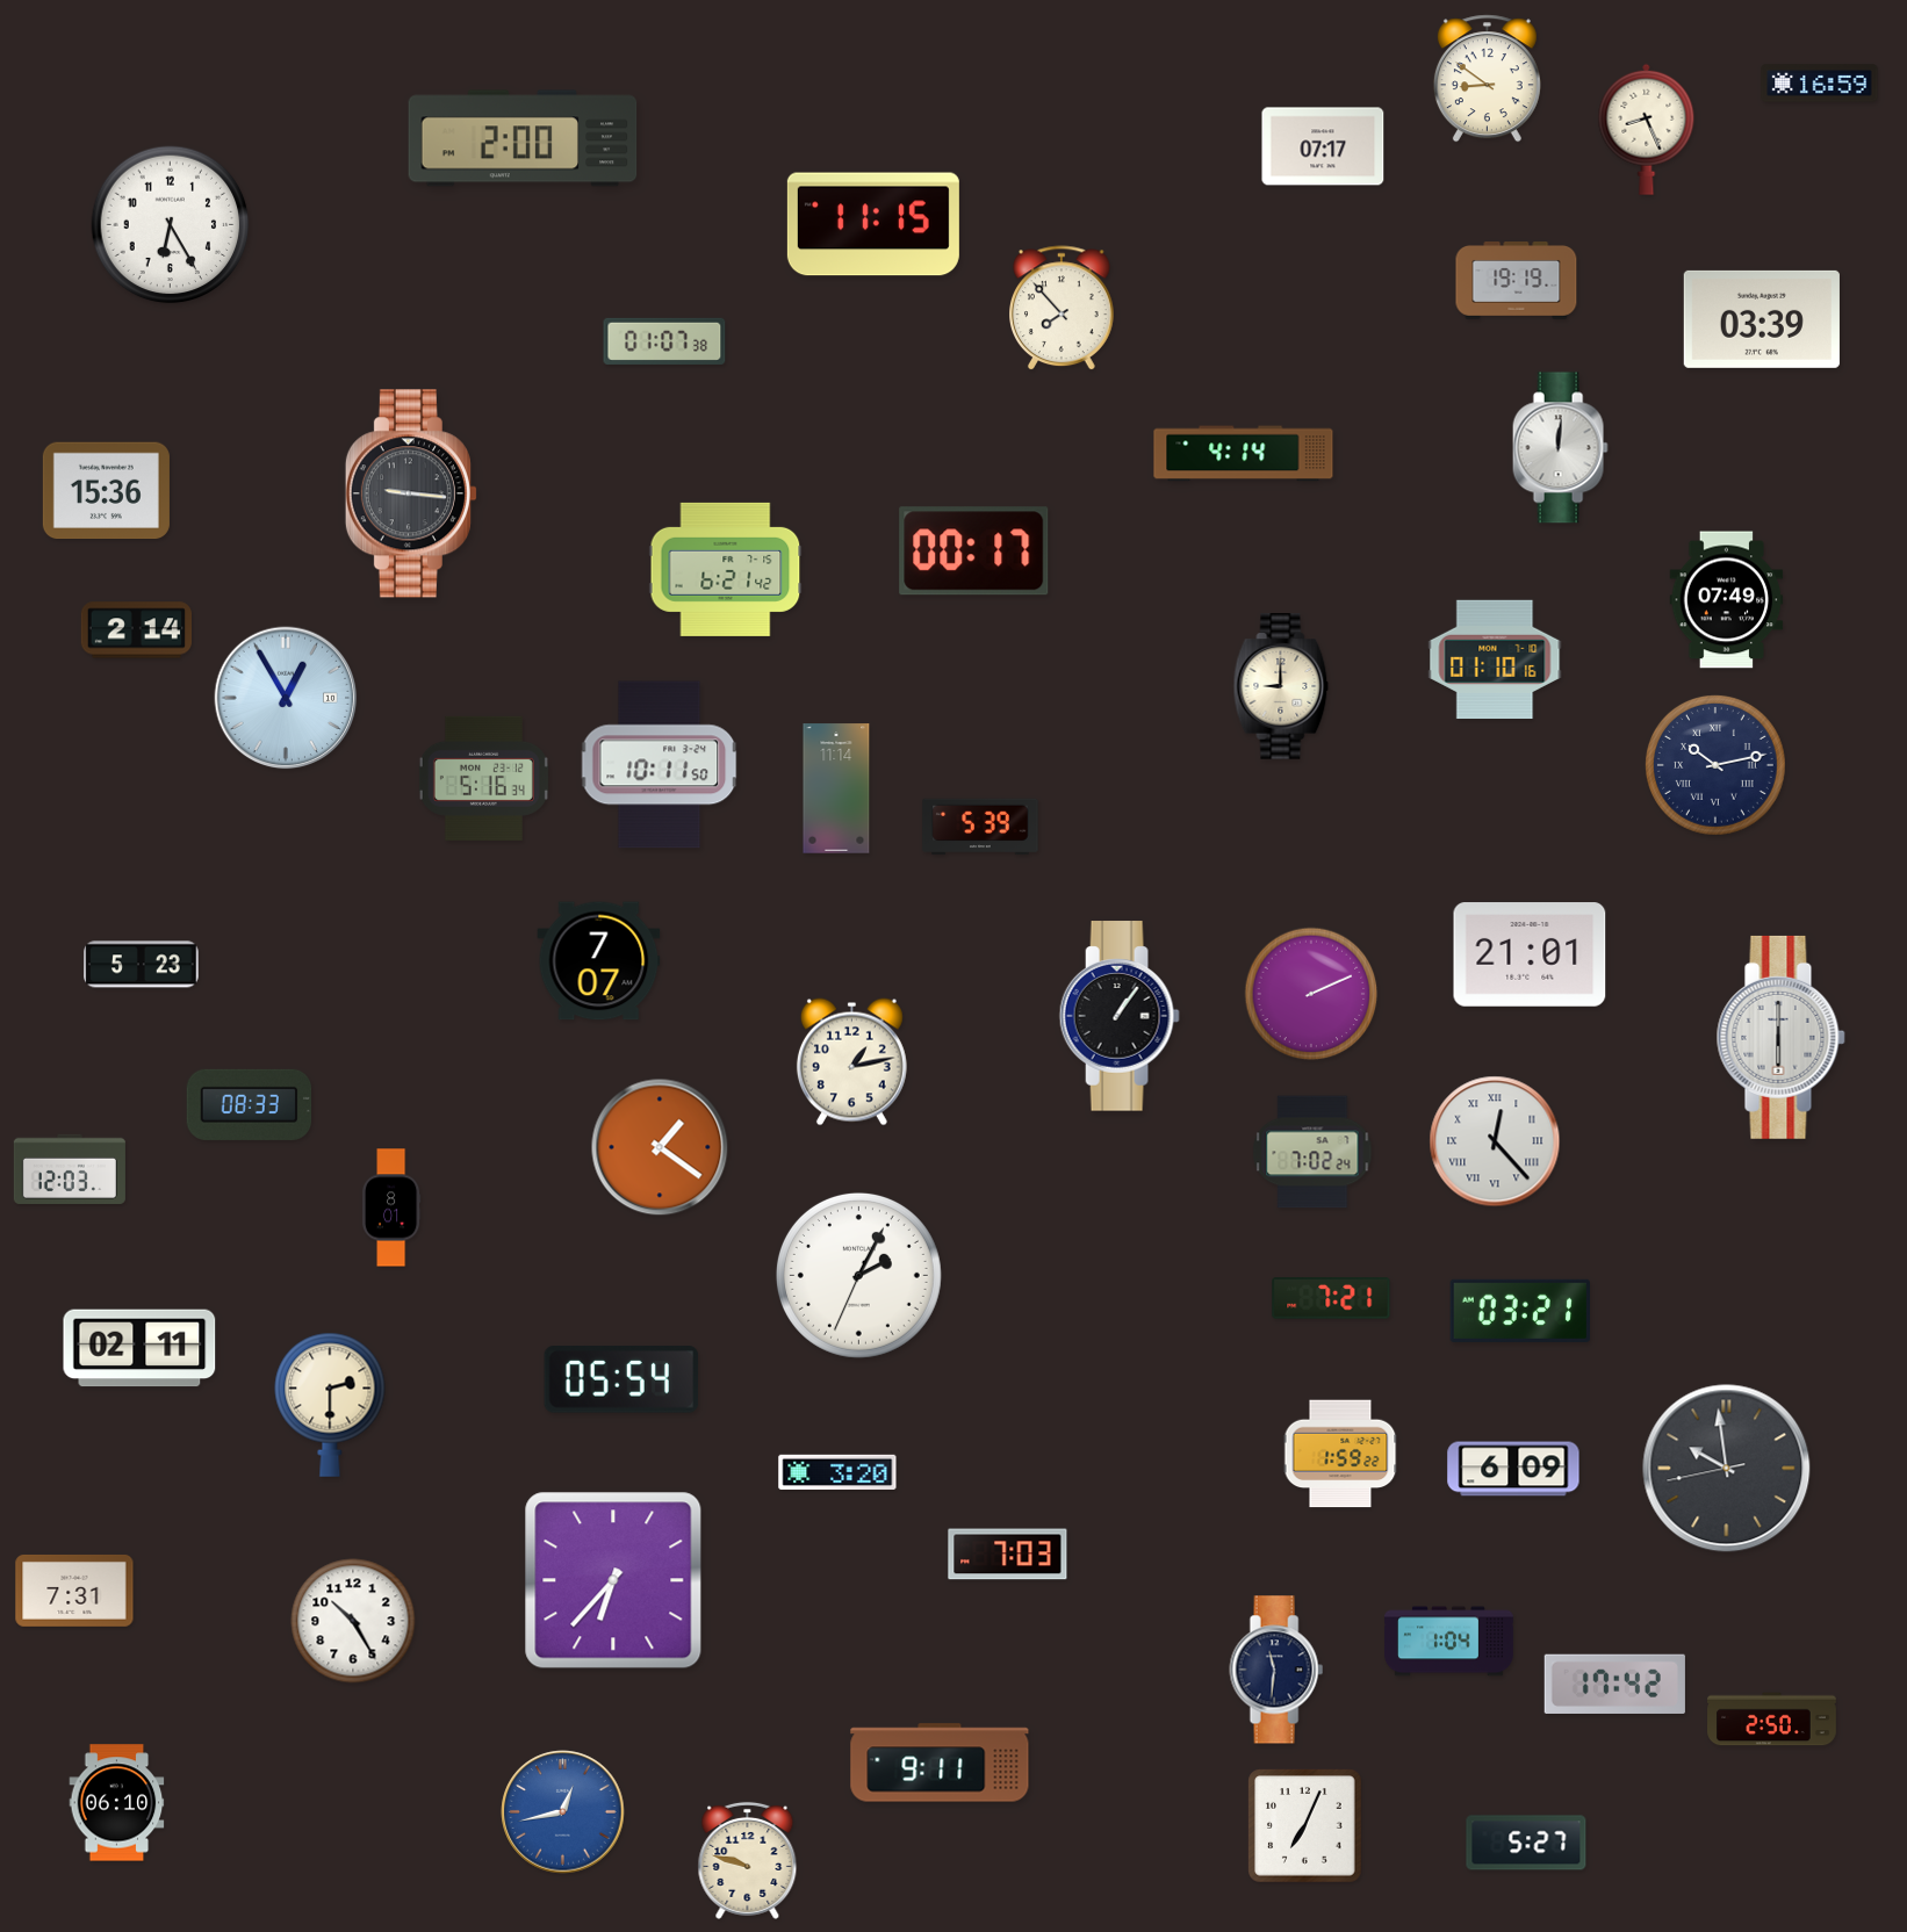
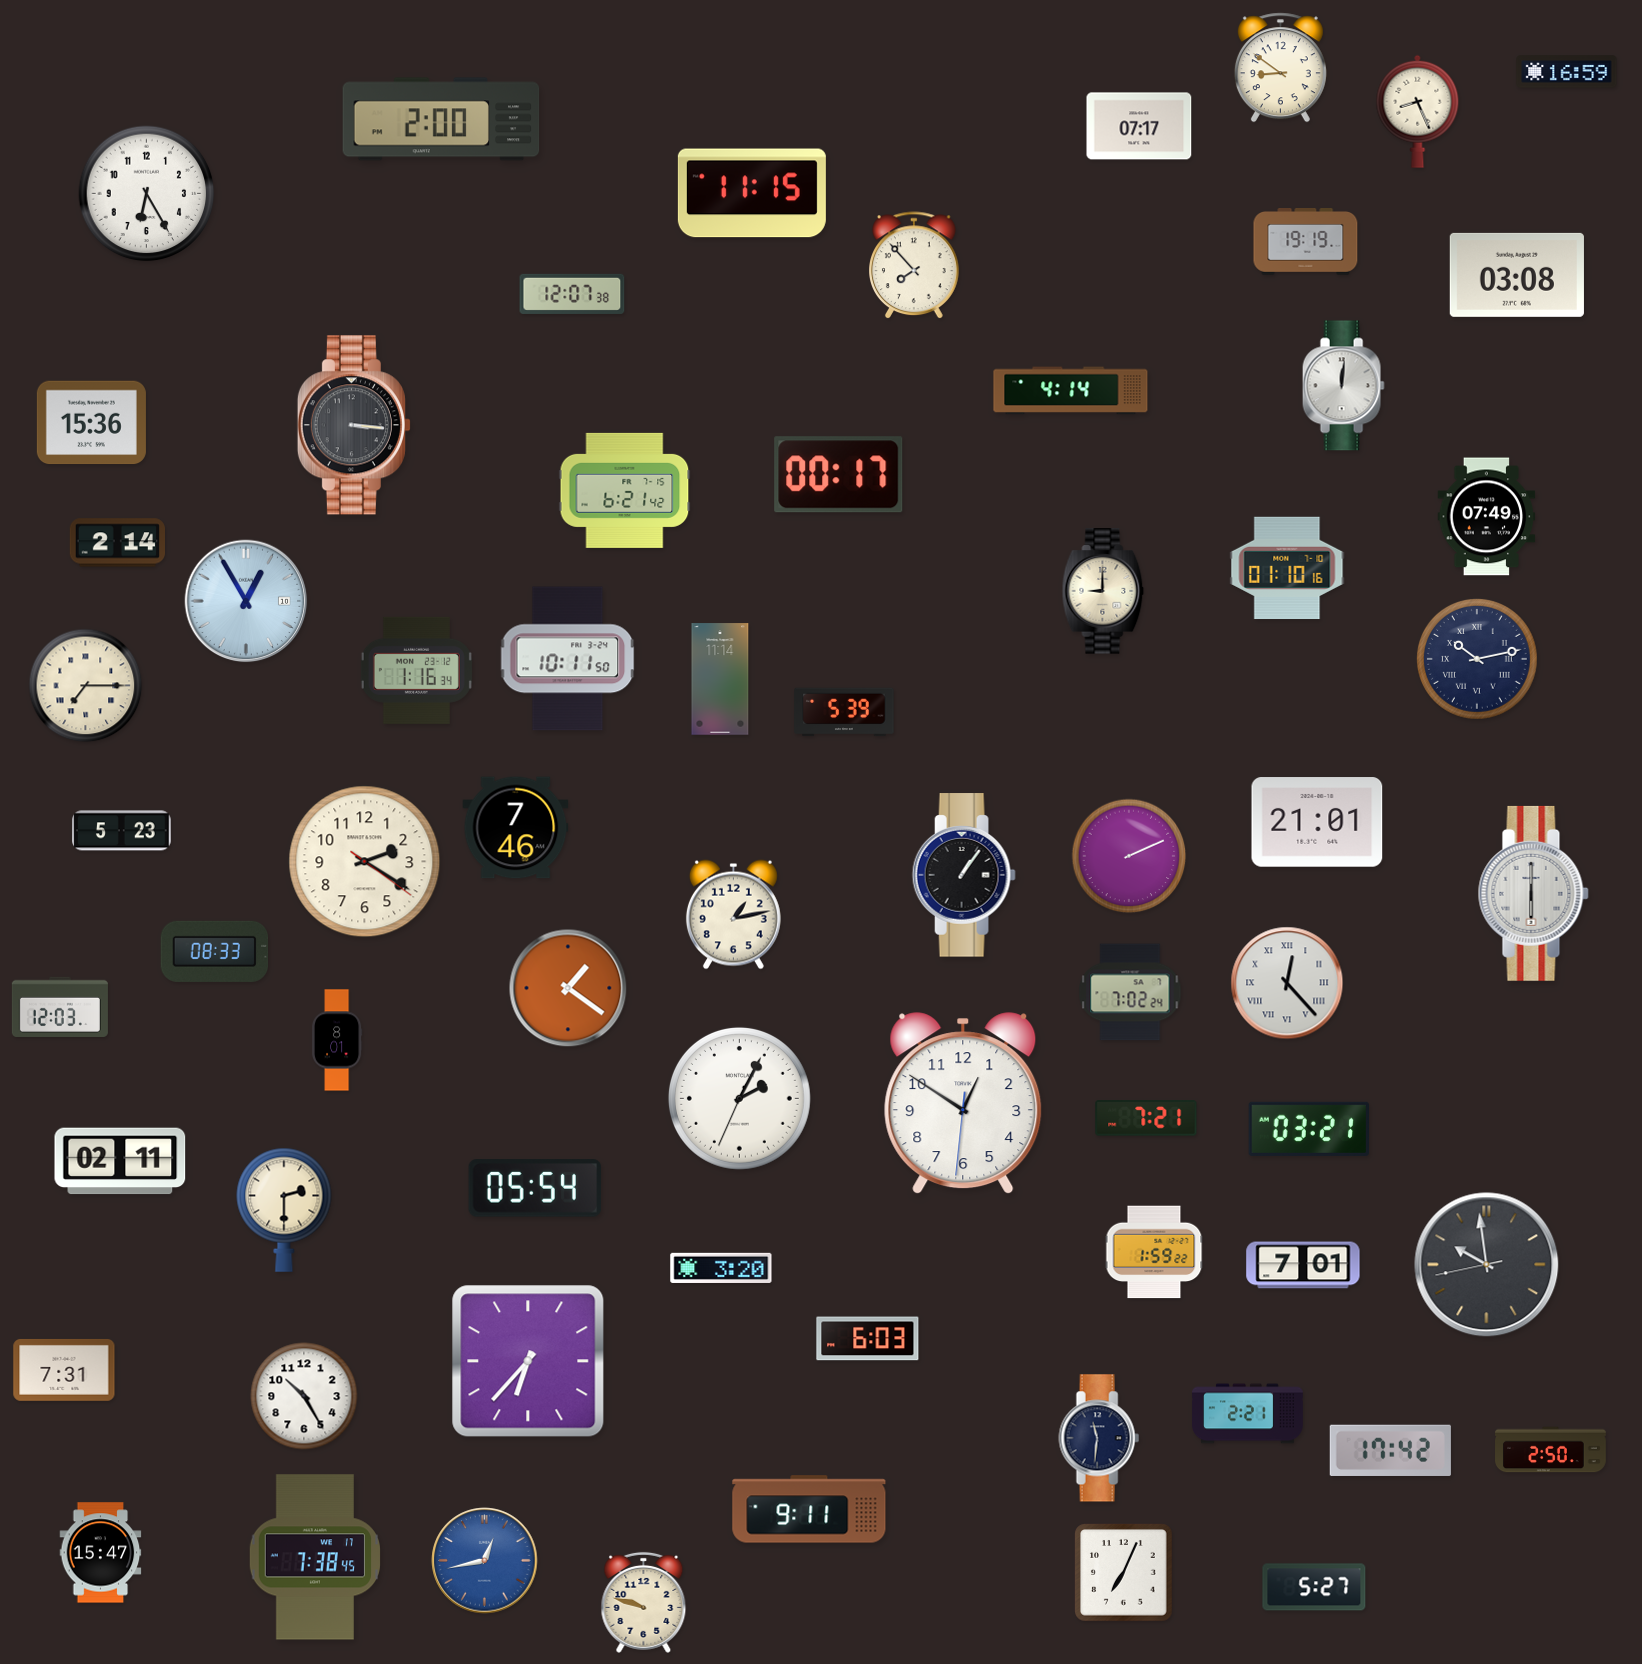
clock at (523, 138) position: (523, 138) -> (441, 119)
clock at (1762, 319): 03:39 -> 03:08
clock at (664, 341): 01:07 -> 12:07
clock at (411, 493): 9:16 -> 3:16
clock at (483, 778): 5:16 -> 1:16
clock at (86, 686): none -> 7:15
clock at (599, 961): 7:07 -> 7:46
clock at (365, 862): none -> 2:20
clock at (963, 1104): none -> 12:50
clock at (1513, 1469): 6:09 -> 7:01
clock at (1008, 1555): 7:03 -> 6:03
clock at (1449, 1642): 1:04 -> 2:21
clock at (1772, 1720) position: (1772, 1720) -> (1551, 1450)
clock at (940, 1762) position: (940, 1762) -> (809, 1509)
clock at (117, 1803): 06:10 -> 15:47
clock at (315, 1557): none -> 7:38
